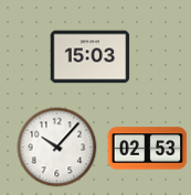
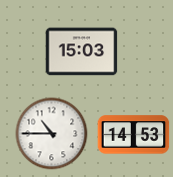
clock at (57, 148): 10:07 -> 10:45
clock at (148, 149): 02:53 -> 14:53
